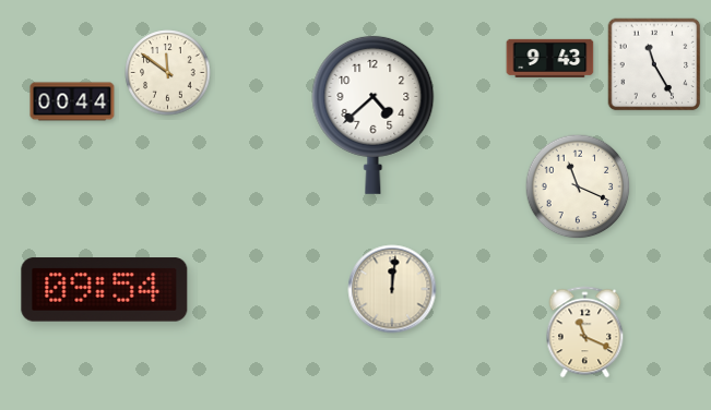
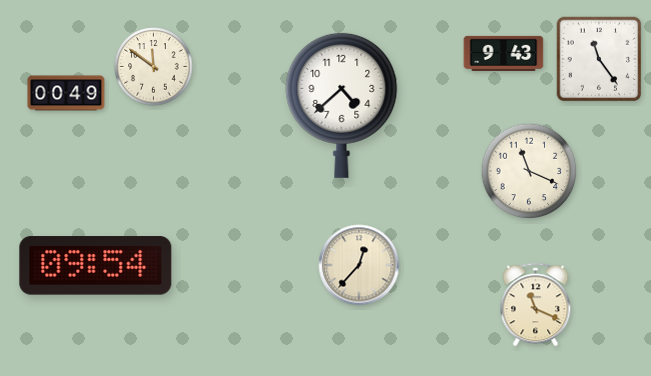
clock at (654, 64): 11:25 -> 11:24
clock at (72, 101): 00:44 -> 00:49
clock at (392, 289): 12:01 -> 12:37
